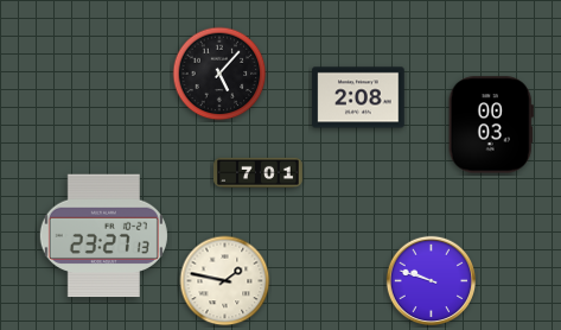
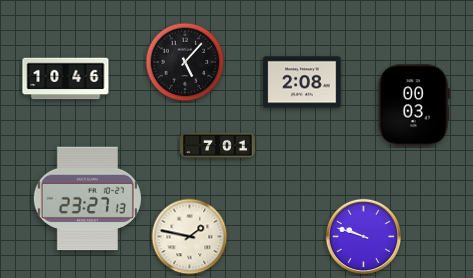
clock at (66, 79): none -> 10:46
